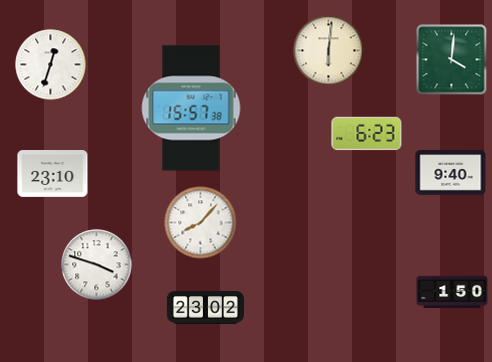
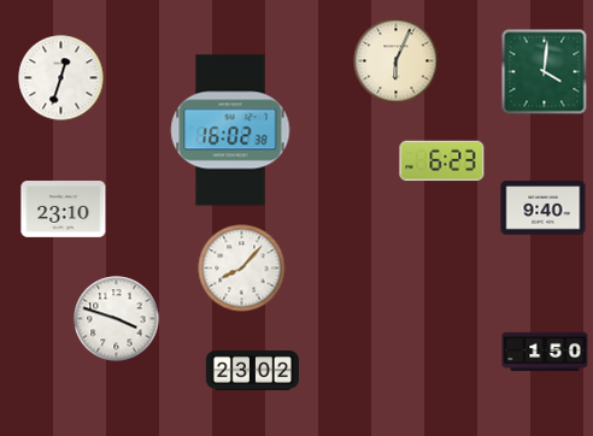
clock at (329, 51): 6:01 -> 6:04
clock at (191, 108): 15:57 -> 16:02
clock at (205, 308) position: (205, 308) -> (252, 371)
